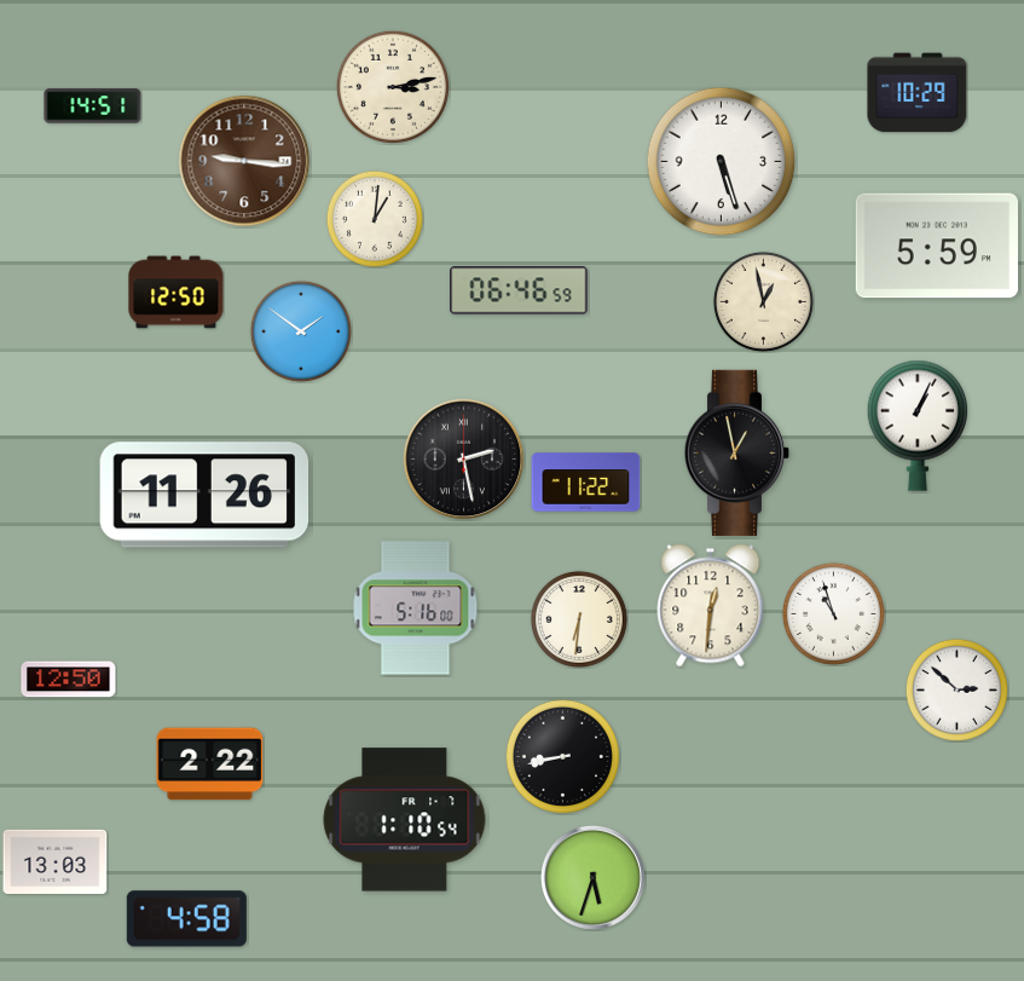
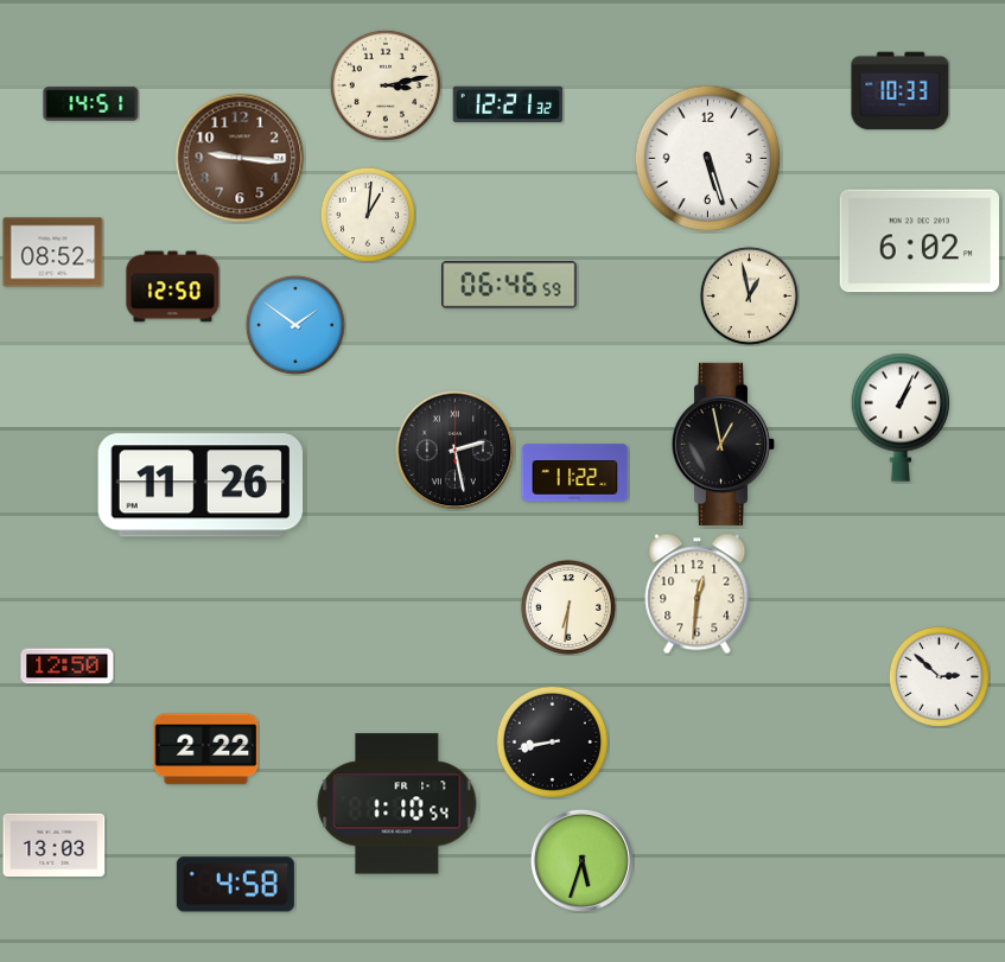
clock at (918, 93): 10:29 -> 10:33
clock at (508, 104): none -> 12:21
clock at (936, 246): 5:59 -> 6:02
clock at (53, 253): none -> 08:52
clock at (416, 608): 5:16 -> none
clock at (833, 613): 10:57 -> none
clock at (186, 919) position: (186, 919) -> (235, 885)
